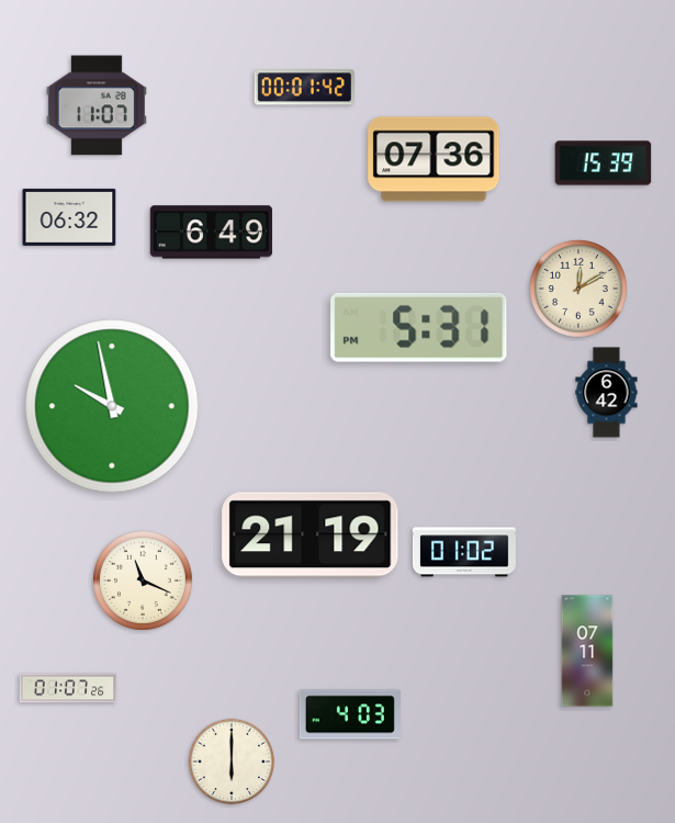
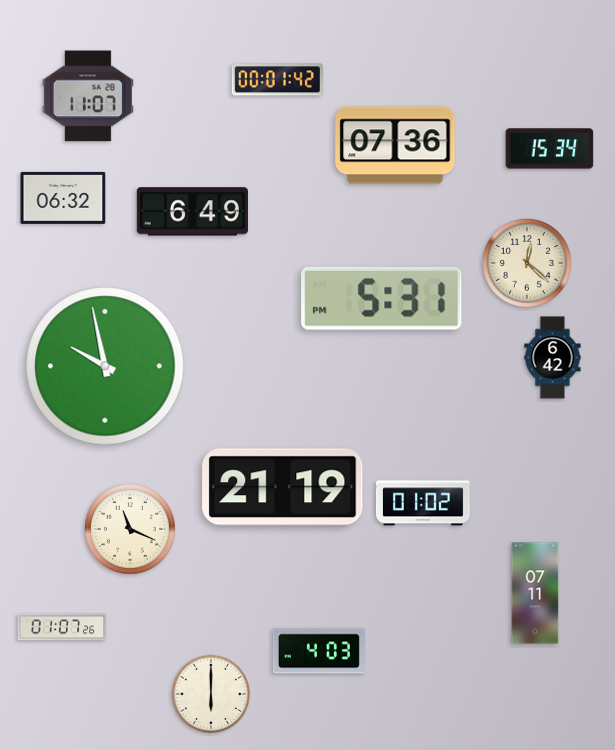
clock at (604, 164): 15:39 -> 15:34
clock at (578, 289): 12:10 -> 12:22
clock at (112, 406) position: (112, 406) -> (105, 366)
